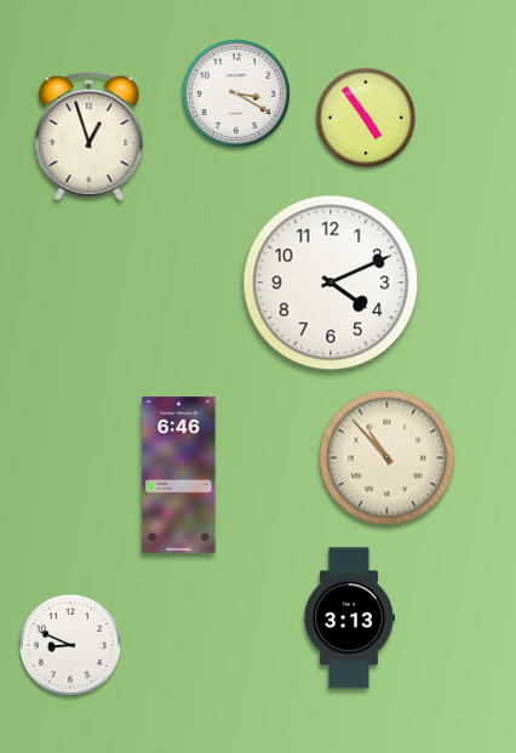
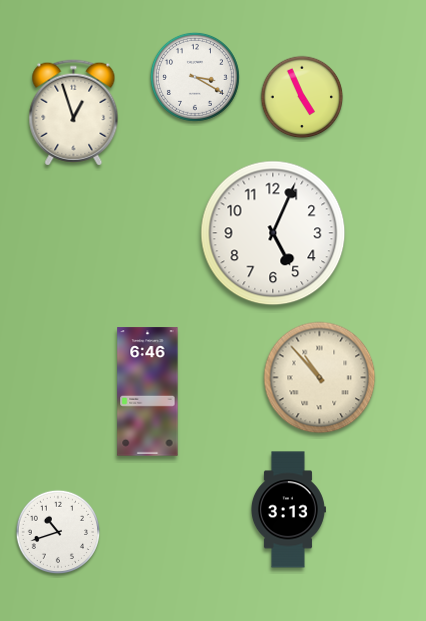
clock at (366, 118): 4:54 -> 4:56
clock at (331, 283): 4:11 -> 5:04
clock at (70, 645): 8:49 -> 10:42
